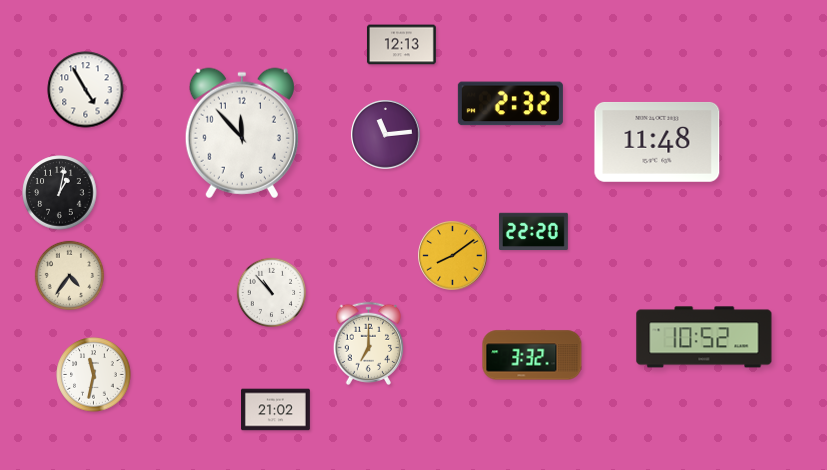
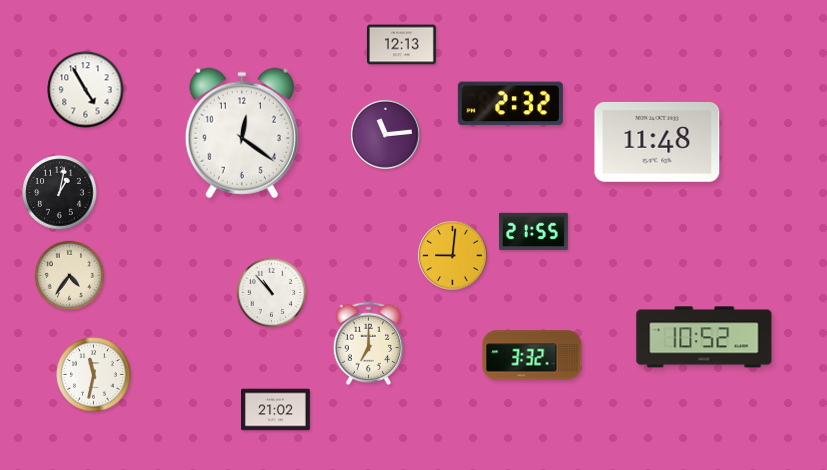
clock at (242, 133): 11:53 -> 12:21
clock at (533, 232): 22:20 -> 21:55
clock at (453, 256): 8:09 -> 9:01
